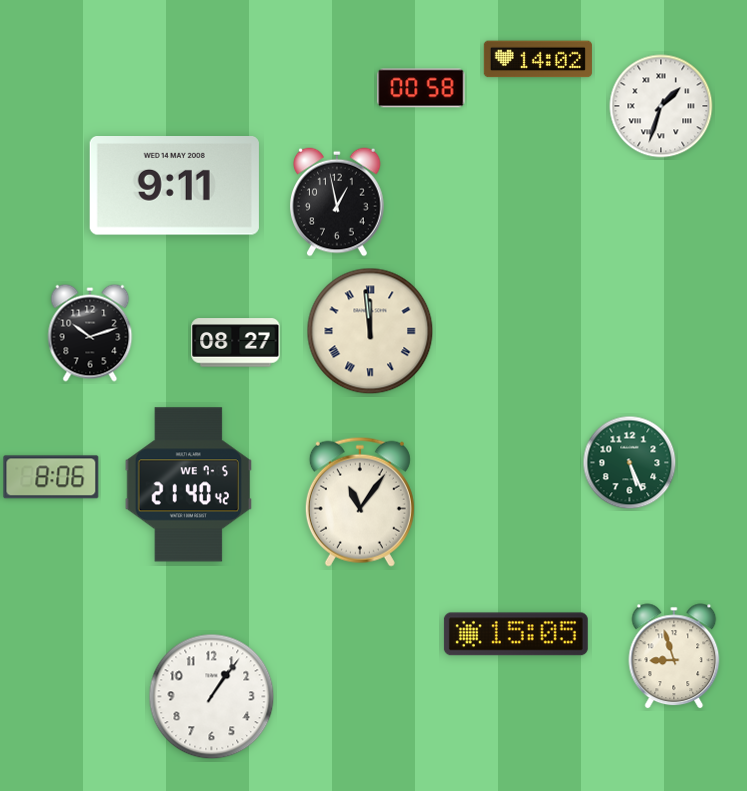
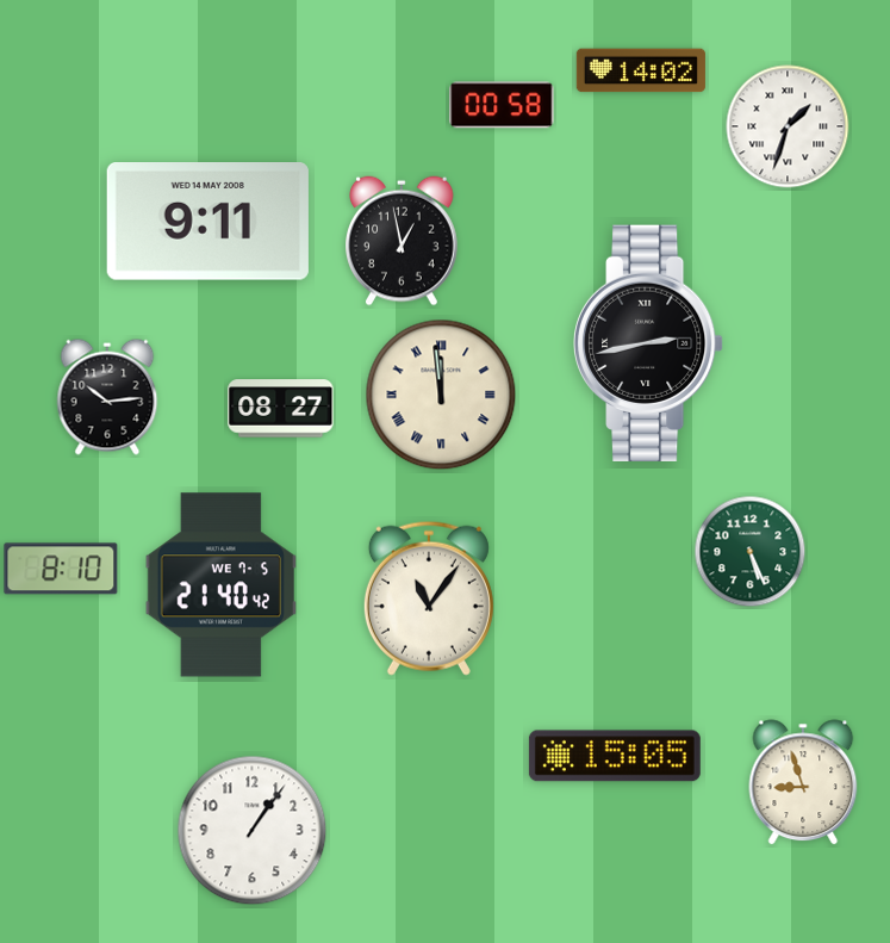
clock at (648, 342): none -> 2:43
clock at (90, 333): 10:12 -> 10:14
clock at (51, 477): 8:06 -> 8:10
clock at (188, 485) position: (188, 485) -> (220, 585)
